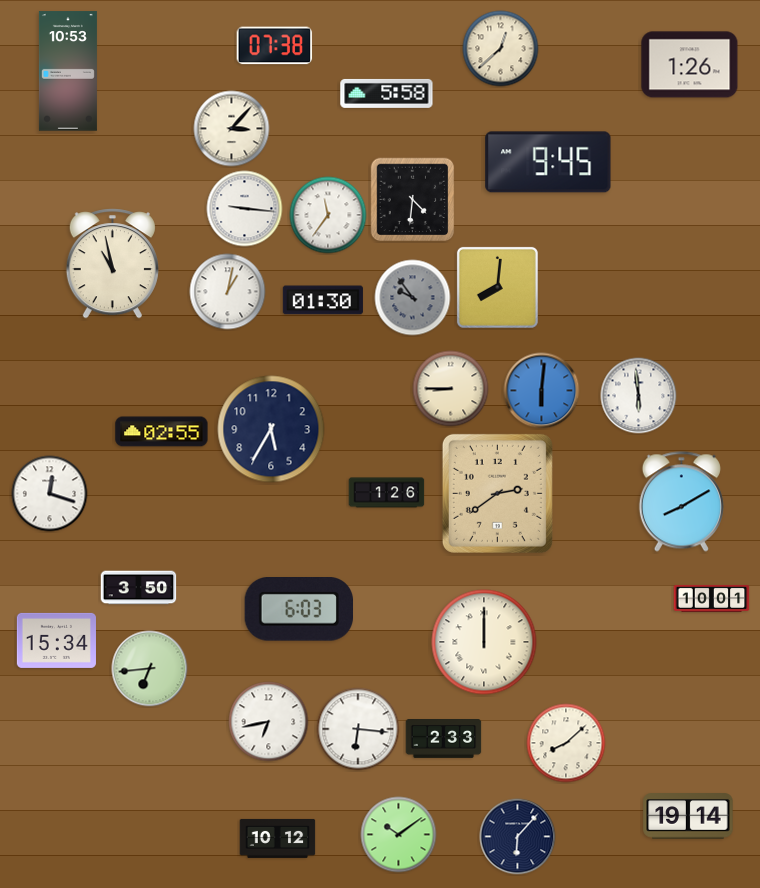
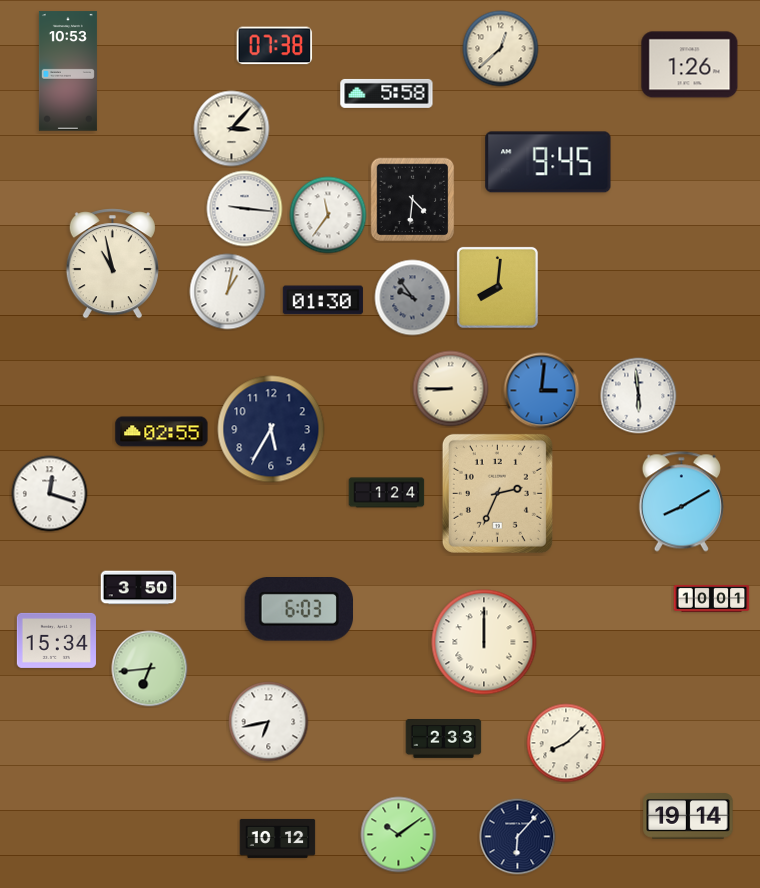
clock at (542, 391): 6:01 -> 3:01
clock at (387, 493): 1:26 -> 1:24
clock at (497, 493): 2:39 -> 2:34
clock at (358, 729): 6:16 -> none
